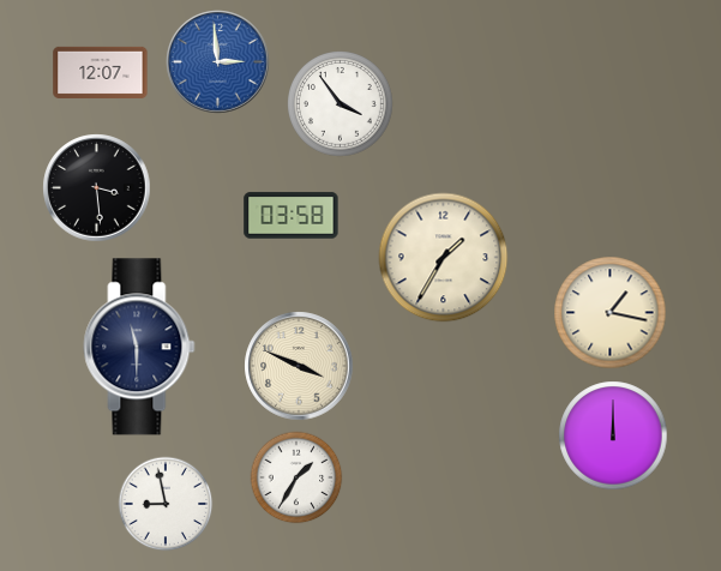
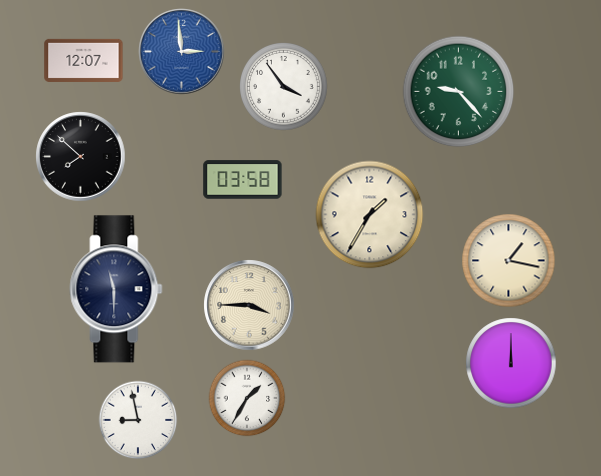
clock at (459, 92): none -> 9:23
clock at (97, 188): 3:29 -> 7:52
clock at (299, 366): 3:49 -> 3:45
